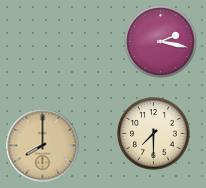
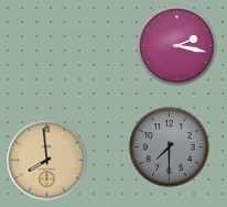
clock at (154, 134) dial: cream -> grey
clock at (43, 146): 8:00 -> 7:59
